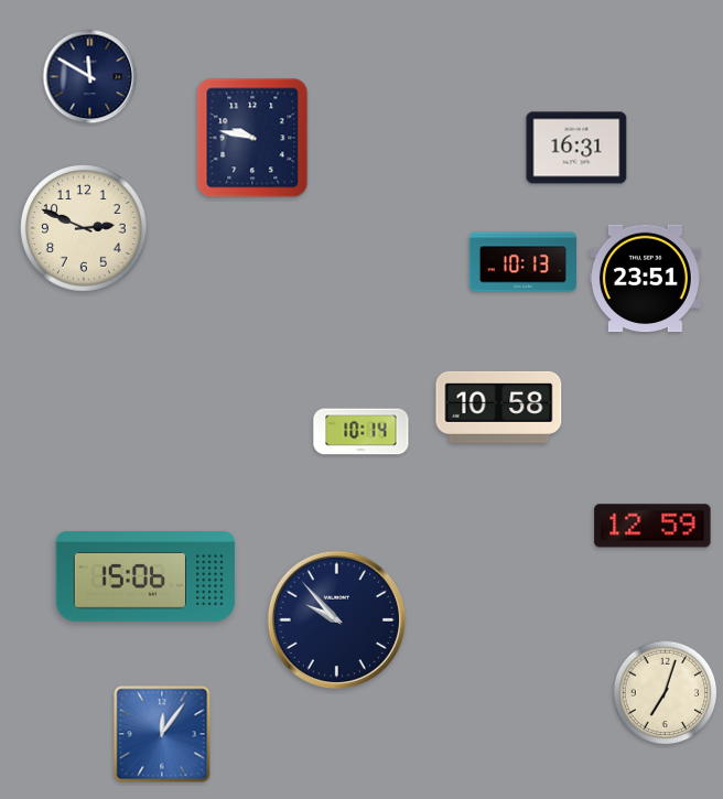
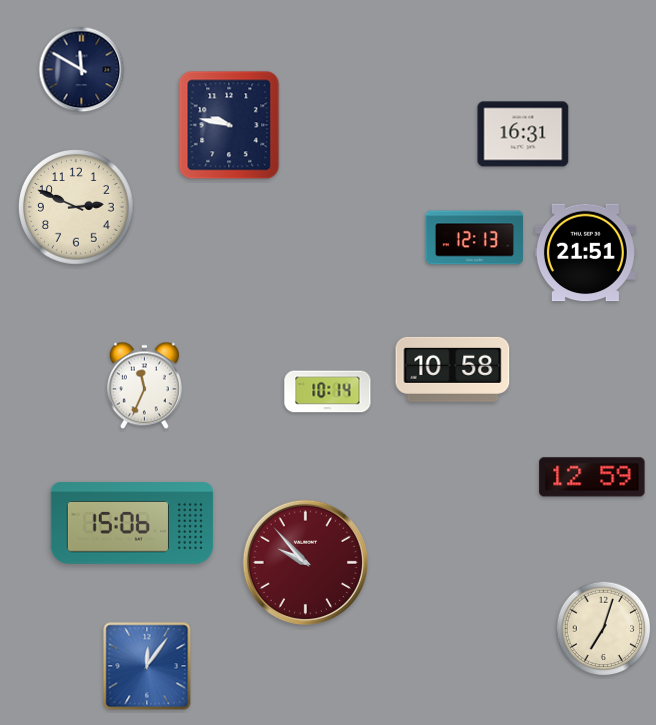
clock at (522, 262): 10:13 -> 12:13
clock at (645, 279): 23:51 -> 21:51
clock at (144, 386): none -> 11:34
clock at (336, 619) dial: navy -> burgundy
